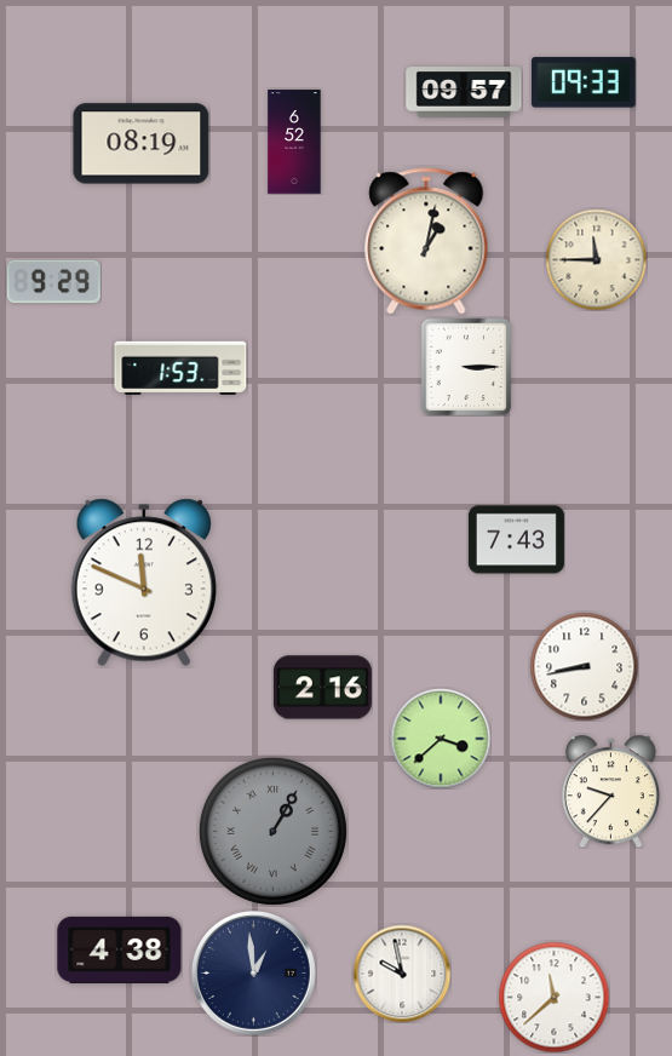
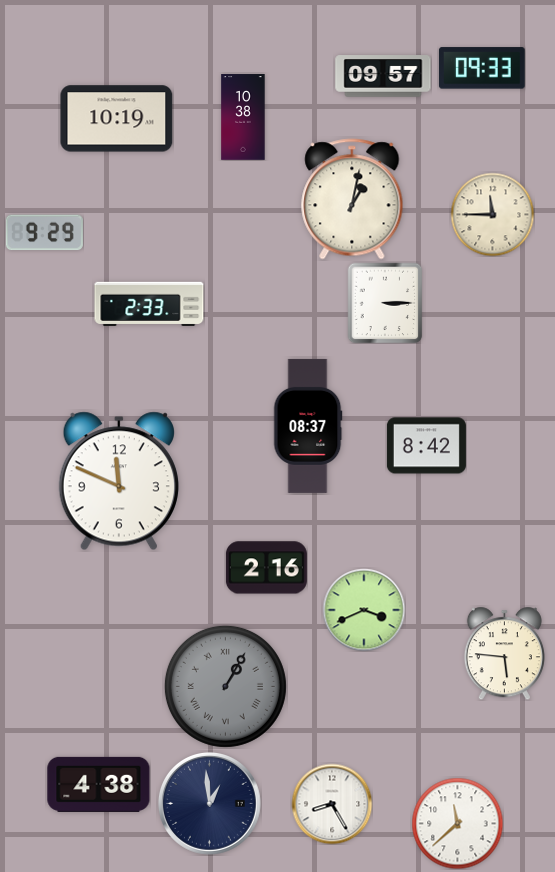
clock at (294, 142): 6:52 -> 10:38
clock at (142, 144): 08:19 -> 10:19
clock at (180, 368): 1:53 -> 2:33
clock at (308, 426): none -> 08:37
clock at (516, 540): 7:43 -> 8:42
clock at (584, 666): 8:43 -> none
clock at (441, 739): 3:38 -> 3:41
clock at (610, 791): 9:37 -> 5:46
clock at (402, 974): 9:58 -> 8:25
